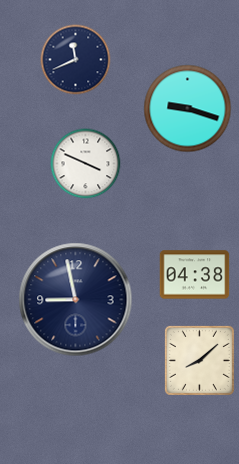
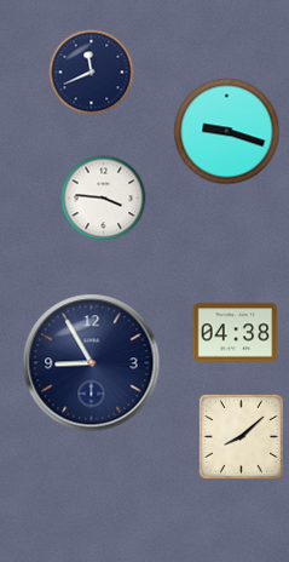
clock at (86, 164): 3:49 -> 3:46
clock at (76, 300): 8:58 -> 8:55
